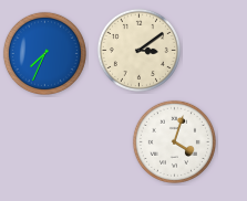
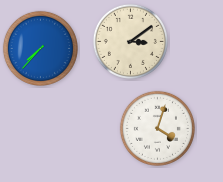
clock at (138, 50) position: (138, 50) -> (130, 41)
clock at (44, 53): 7:34 -> 7:37
